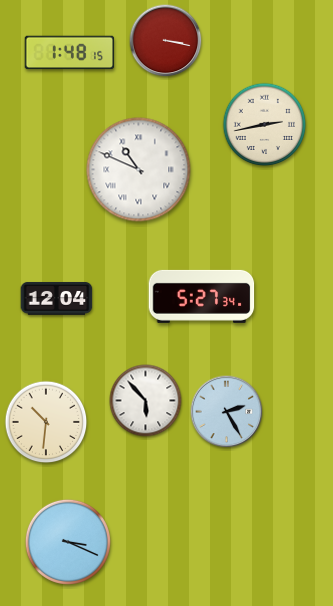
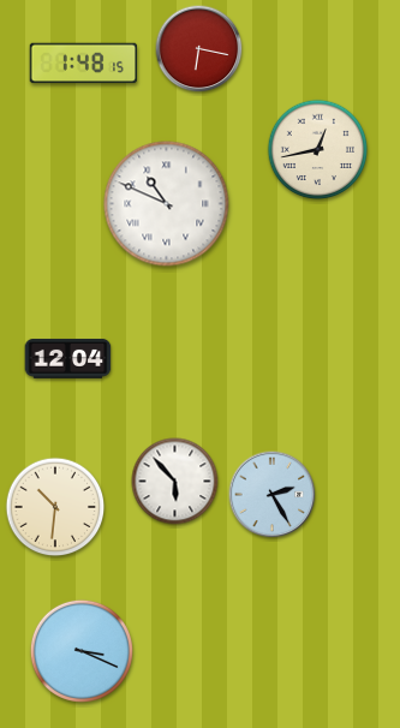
clock at (166, 41): 3:17 -> 6:17
clock at (265, 125): 2:43 -> 12:43
clock at (202, 296): 5:27 -> none
